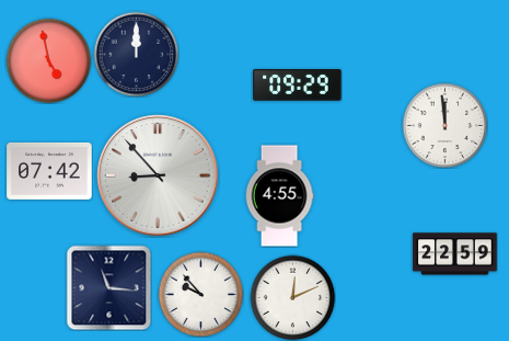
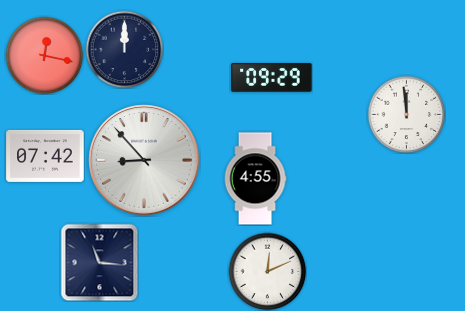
clock at (48, 60): 4:58 -> 12:17
clock at (455, 254): 22:59 -> none
clock at (200, 294): 9:53 -> none
